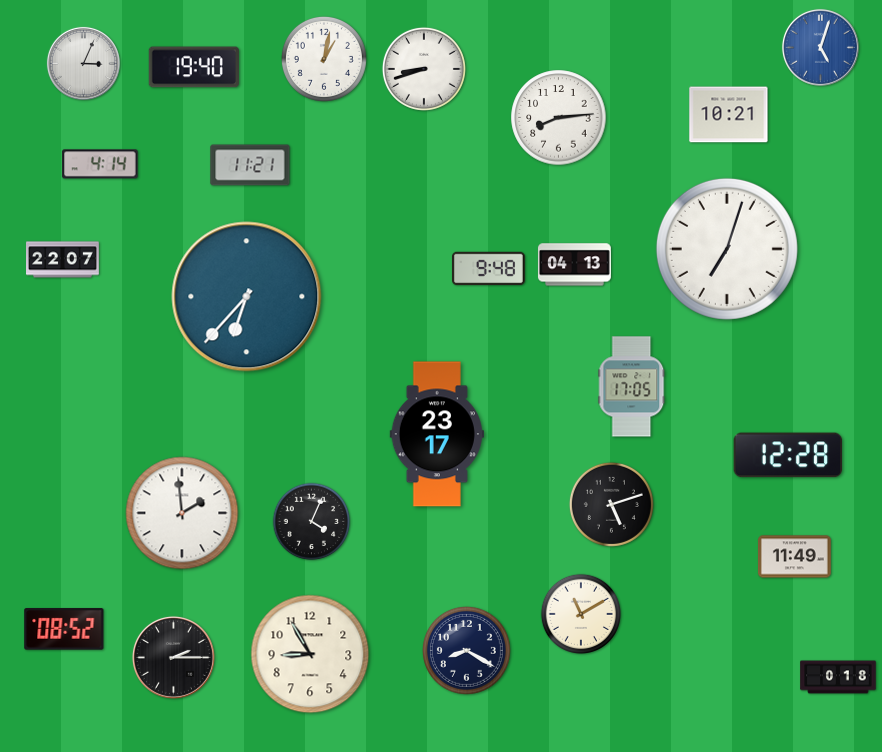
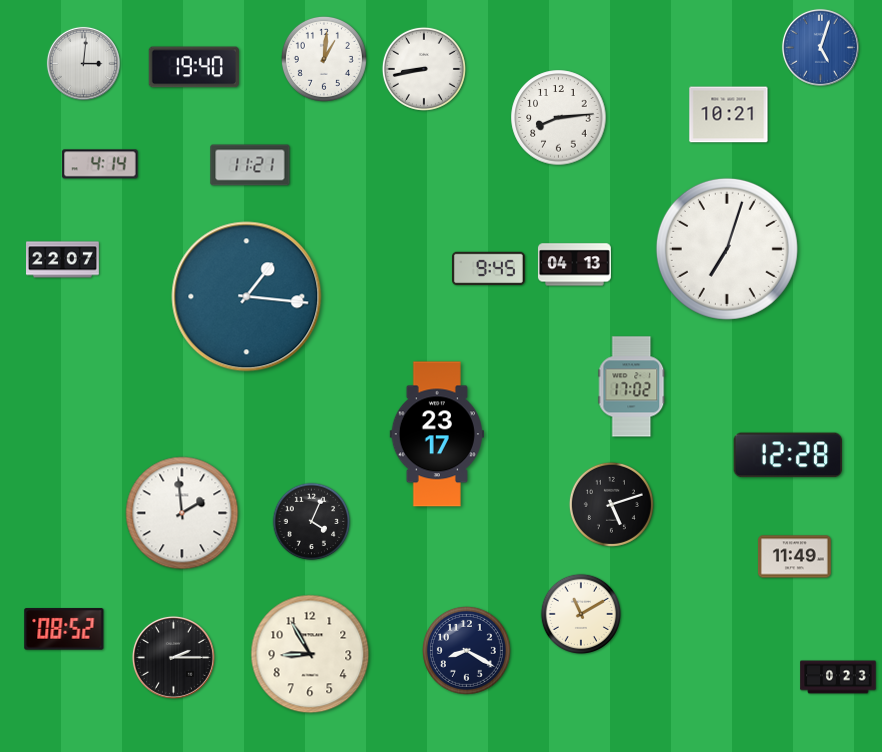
clock at (324, 59): 1:02 -> 1:01
clock at (83, 63): 3:04 -> 3:01
clock at (424, 69): 8:42 -> 8:43
clock at (488, 269): 9:48 -> 9:45
clock at (247, 297): 6:37 -> 1:16
clock at (632, 387): 17:05 -> 17:02
clock at (838, 677): 0:18 -> 0:23
